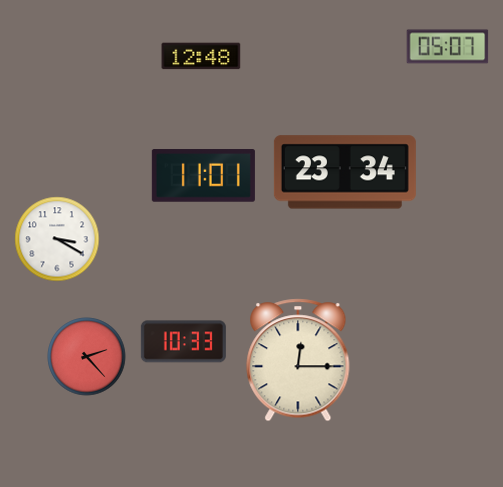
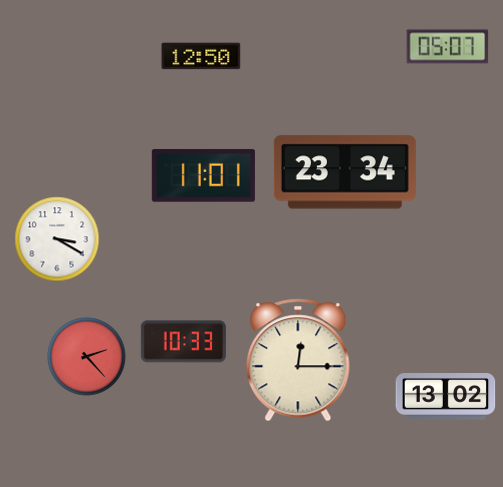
clock at (201, 56): 12:48 -> 12:50
clock at (446, 397): none -> 13:02
